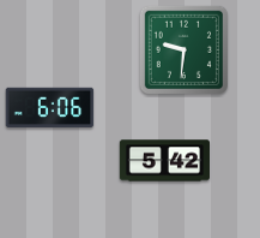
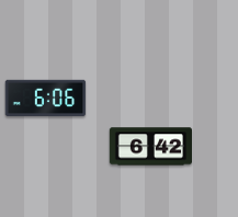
clock at (183, 49): 9:31 -> none
clock at (164, 161): 5:42 -> 6:42
